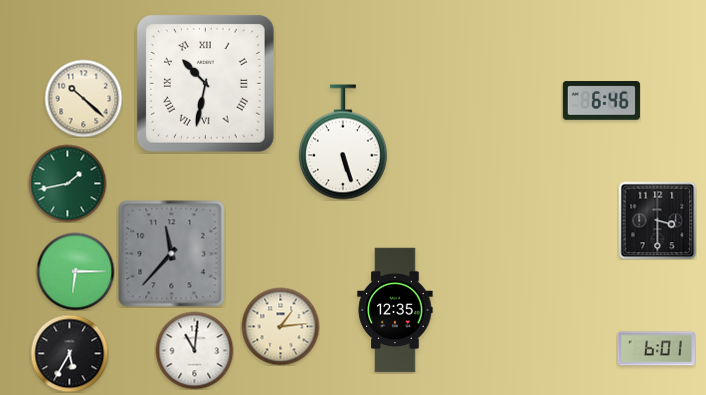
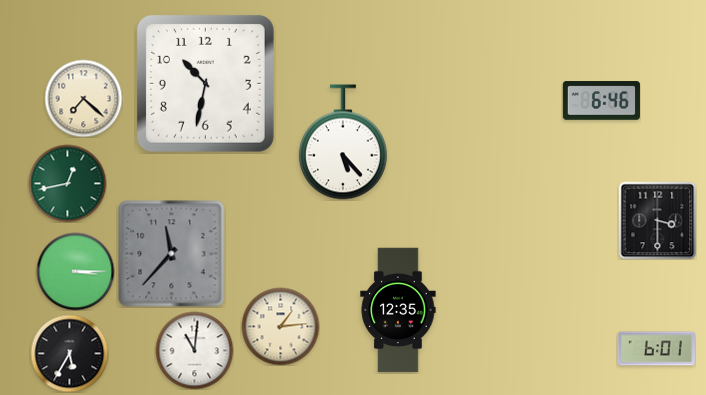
clock at (205, 83) numerals: Roman -> Arabic
clock at (83, 98): 10:22 -> 7:22
clock at (343, 142): 5:27 -> 5:23
clock at (67, 183): 1:43 -> 12:43
clock at (75, 271): 6:15 -> 3:15
clock at (395, 310) position: (395, 310) -> (398, 310)
